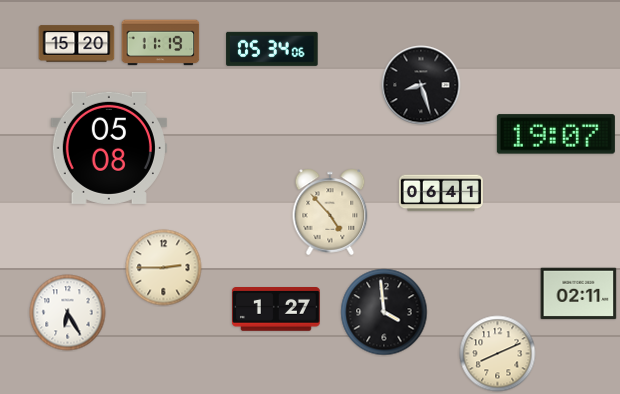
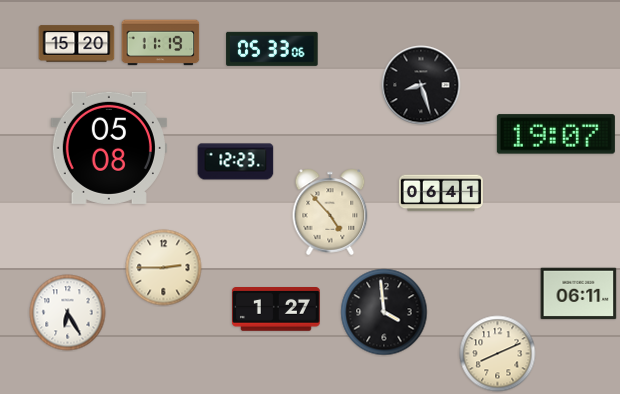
clock at (272, 49): 05:34 -> 05:33
clock at (236, 162): none -> 12:23
clock at (579, 294): 02:11 -> 06:11
